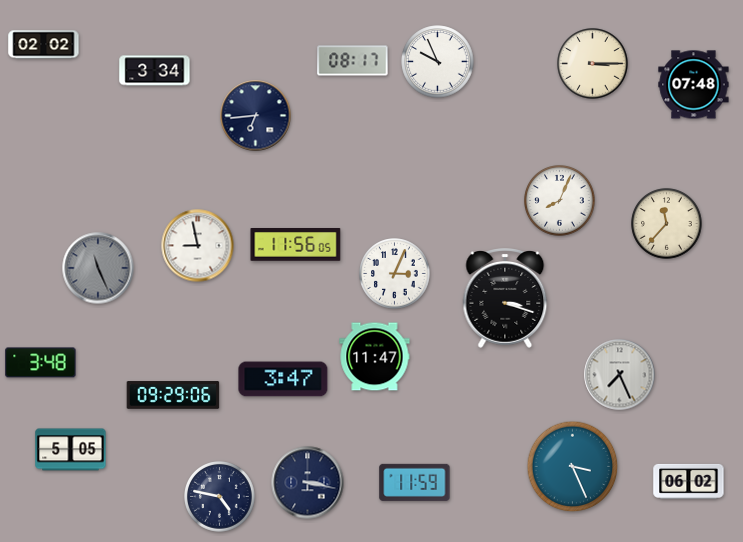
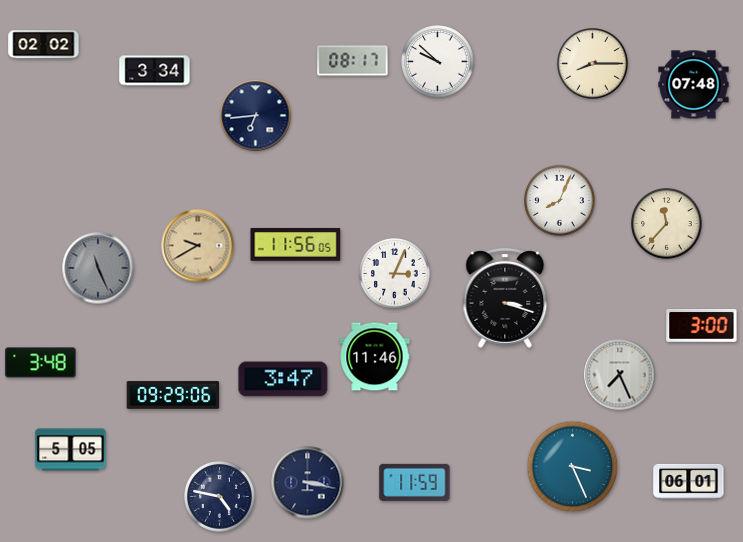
clock at (438, 62): 9:56 -> 9:52
clock at (593, 64): 3:15 -> 8:15
clock at (198, 246): 8:58 -> 9:40
clock at (198, 246) dial: white -> champagne
clock at (702, 326): none -> 3:00
clock at (375, 357): 11:47 -> 11:46
clock at (689, 481): 06:02 -> 06:01
